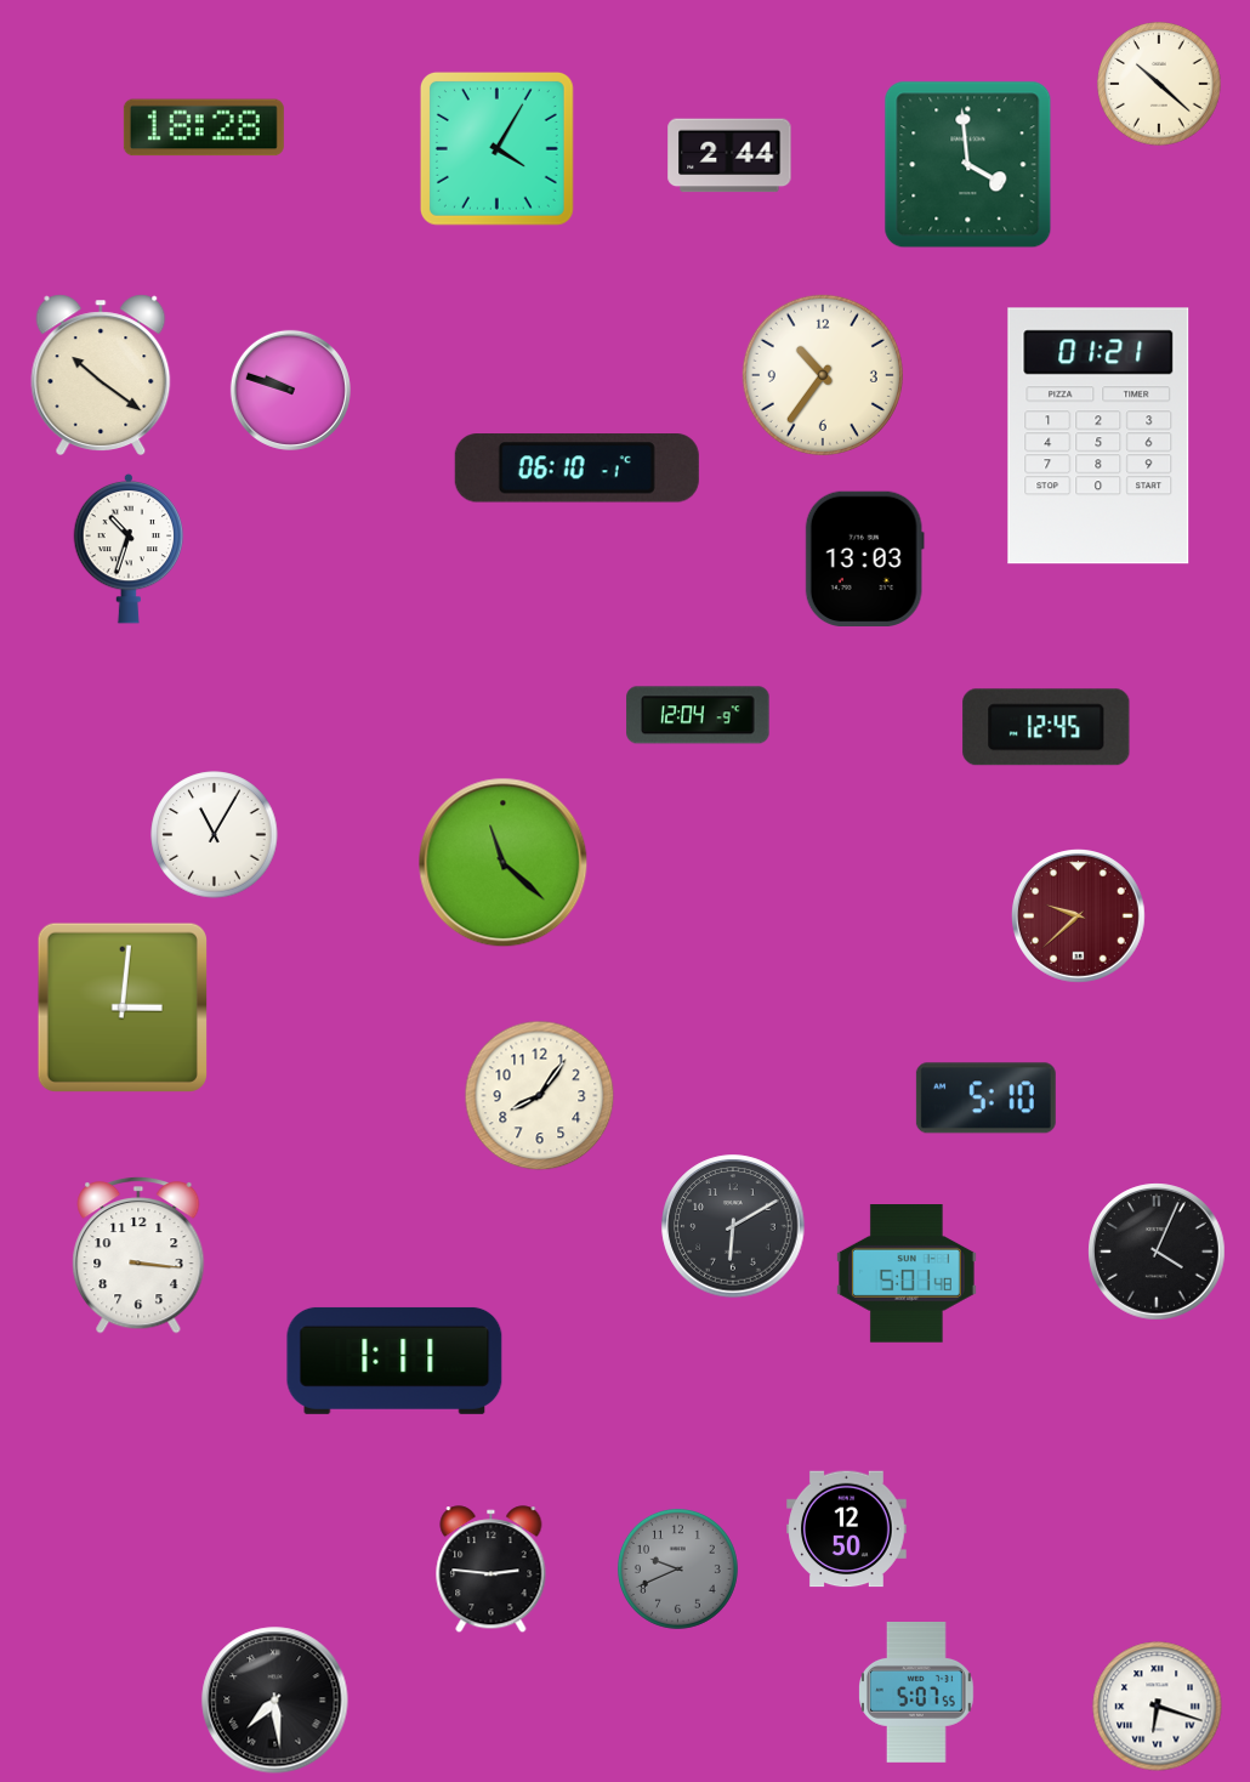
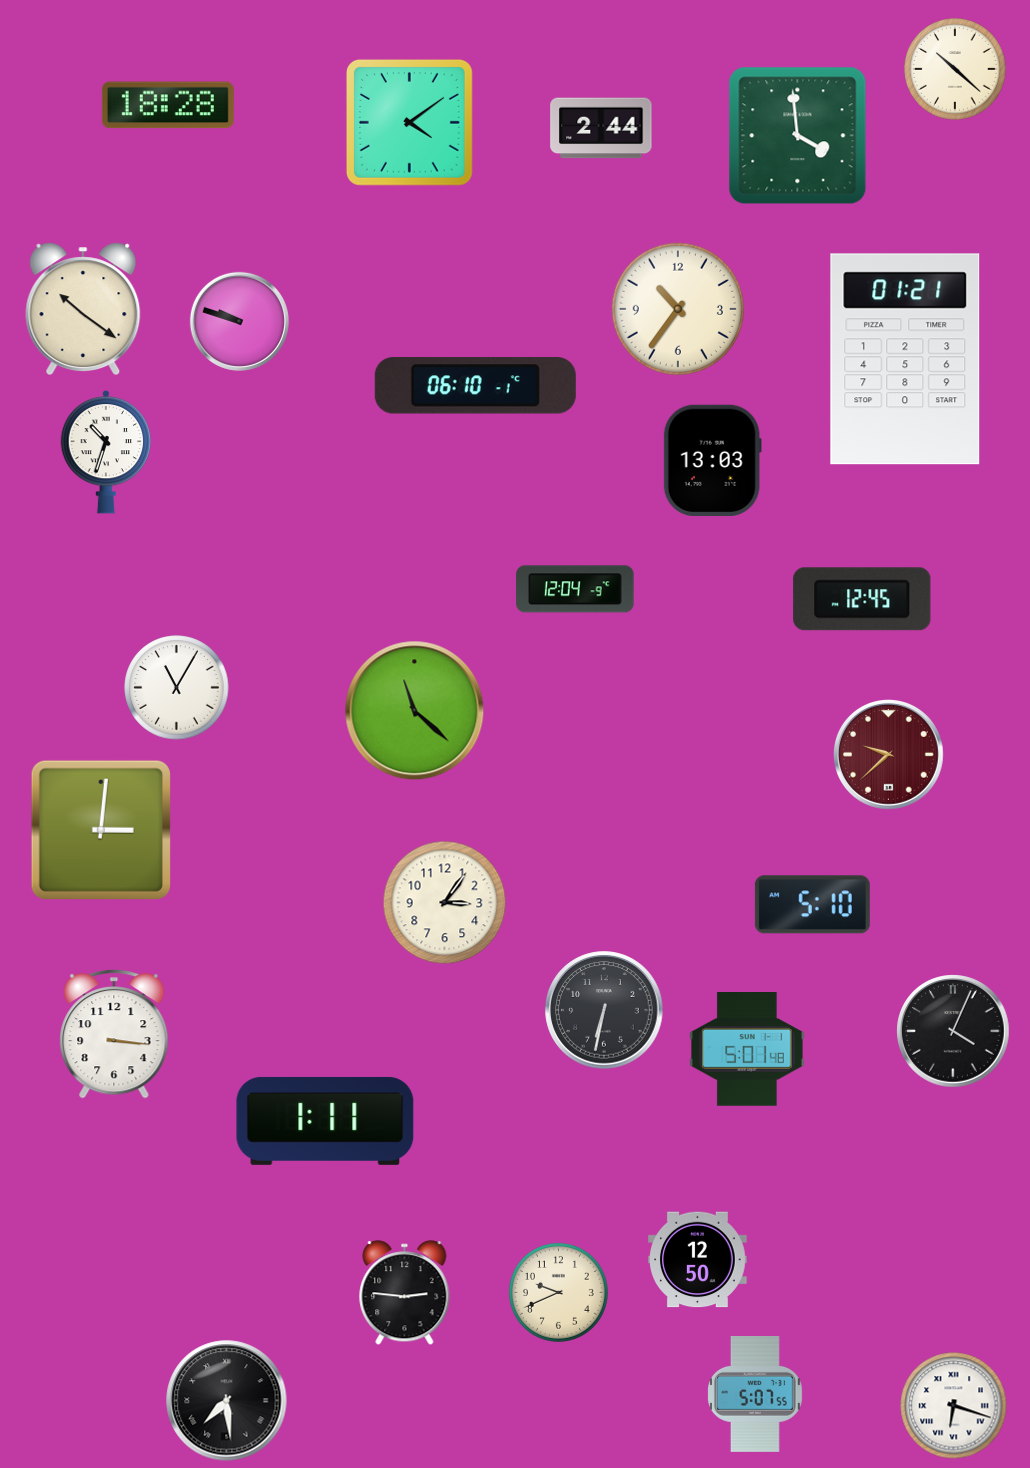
clock at (496, 148): 4:05 -> 4:09
clock at (540, 1096): 8:06 -> 3:06
clock at (733, 1226): 6:10 -> 6:32
clock at (677, 1568) dial: grey -> cream
